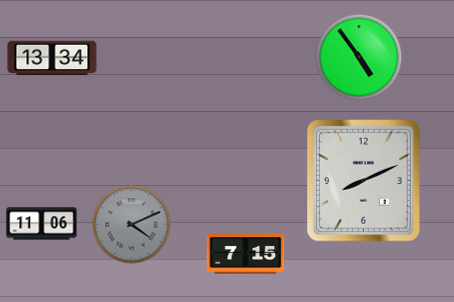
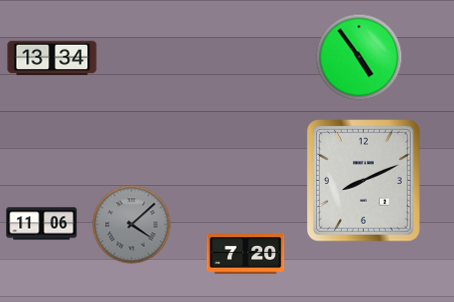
clock at (132, 225): 4:11 -> 4:08
clock at (246, 254): 7:15 -> 7:20
